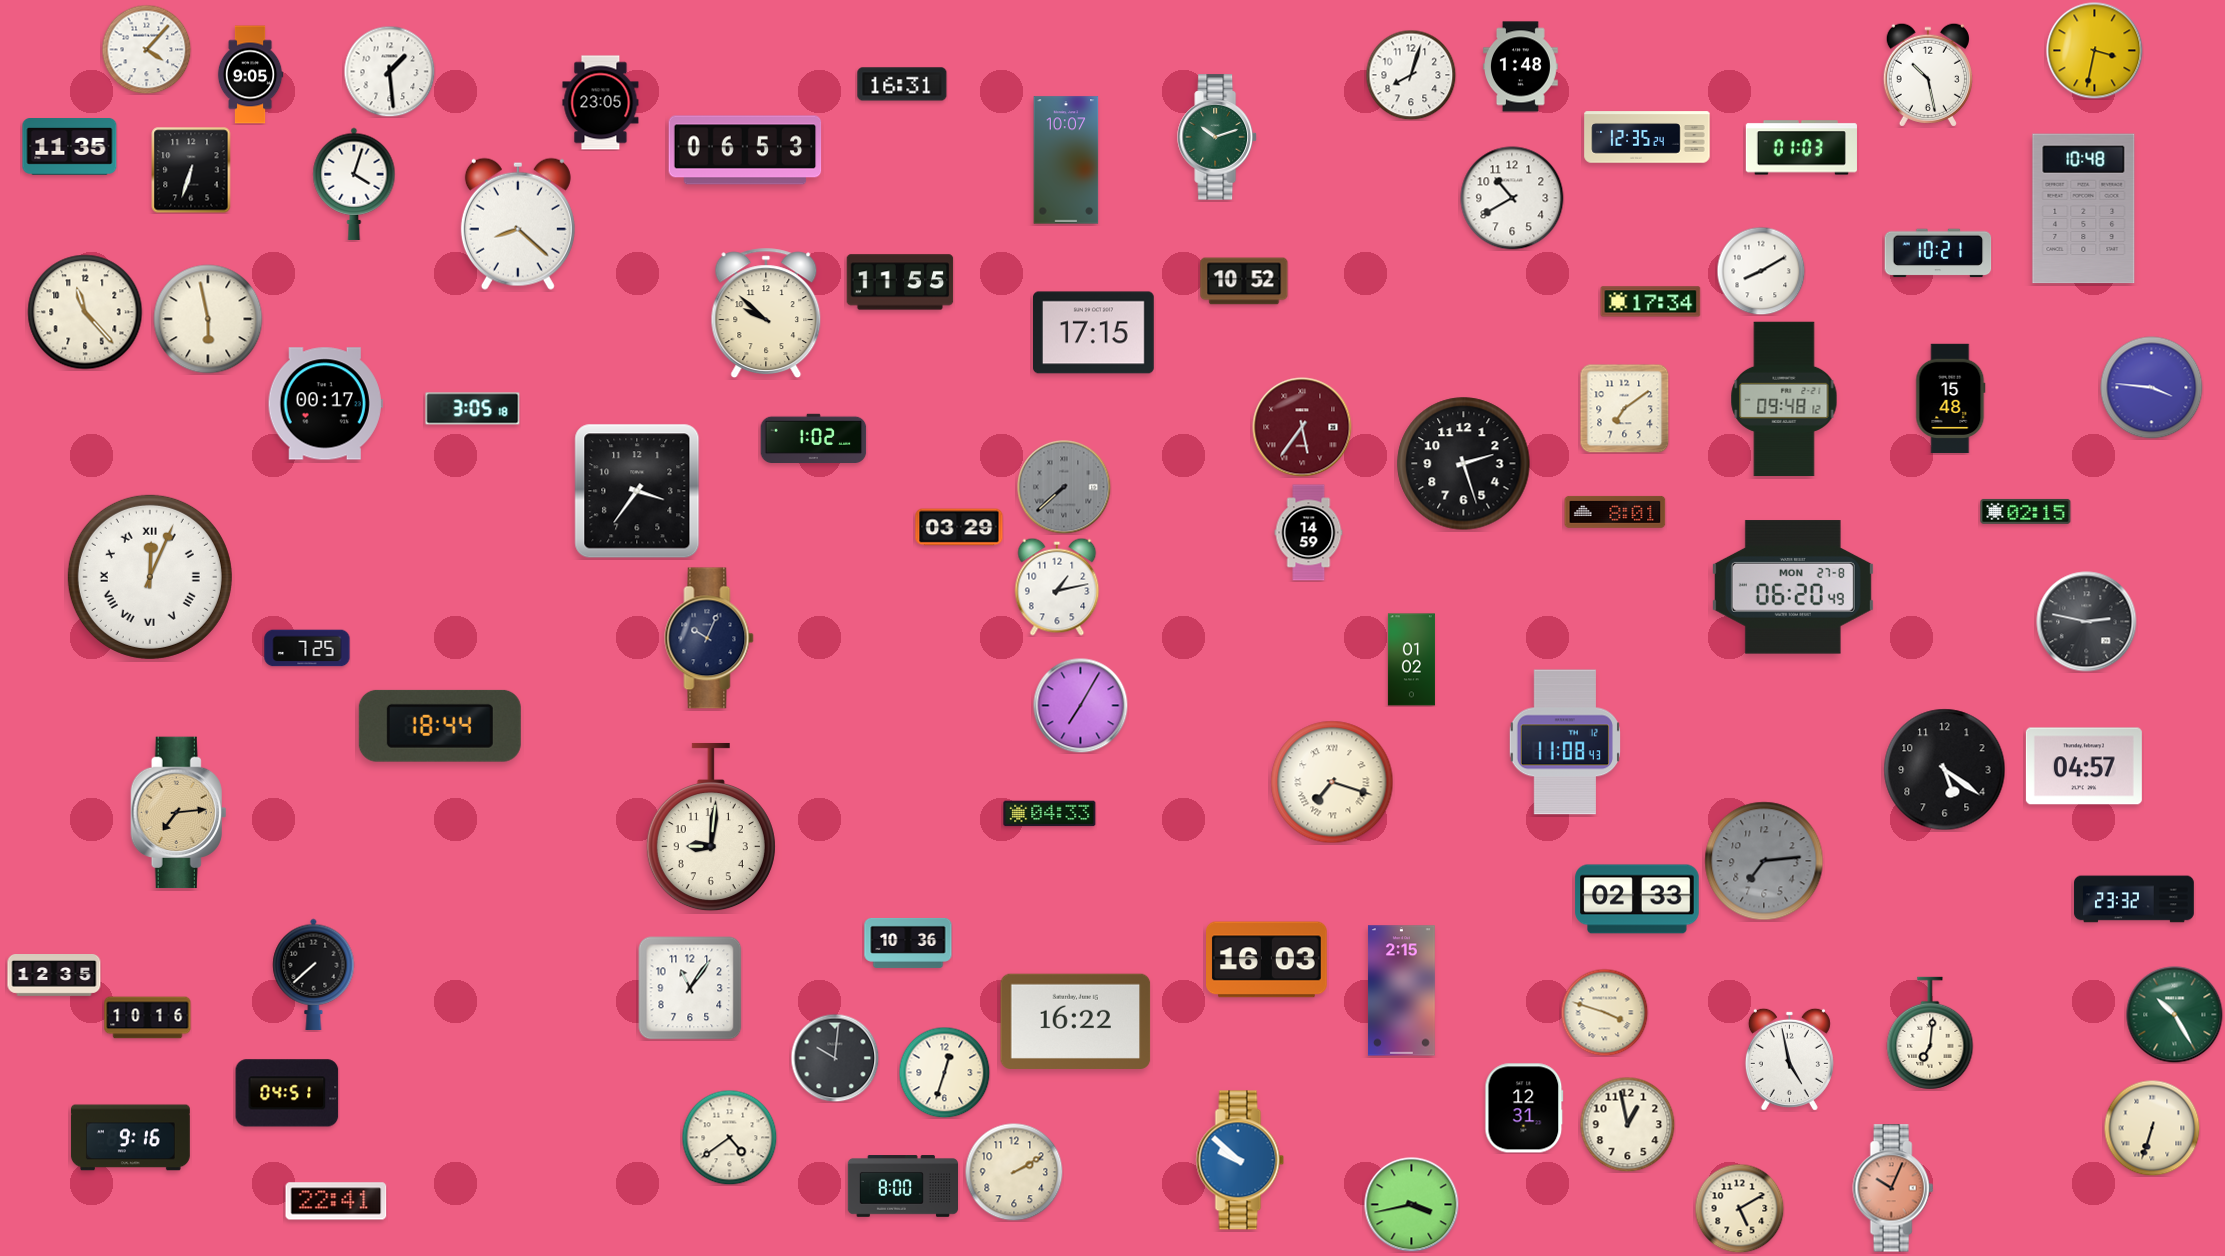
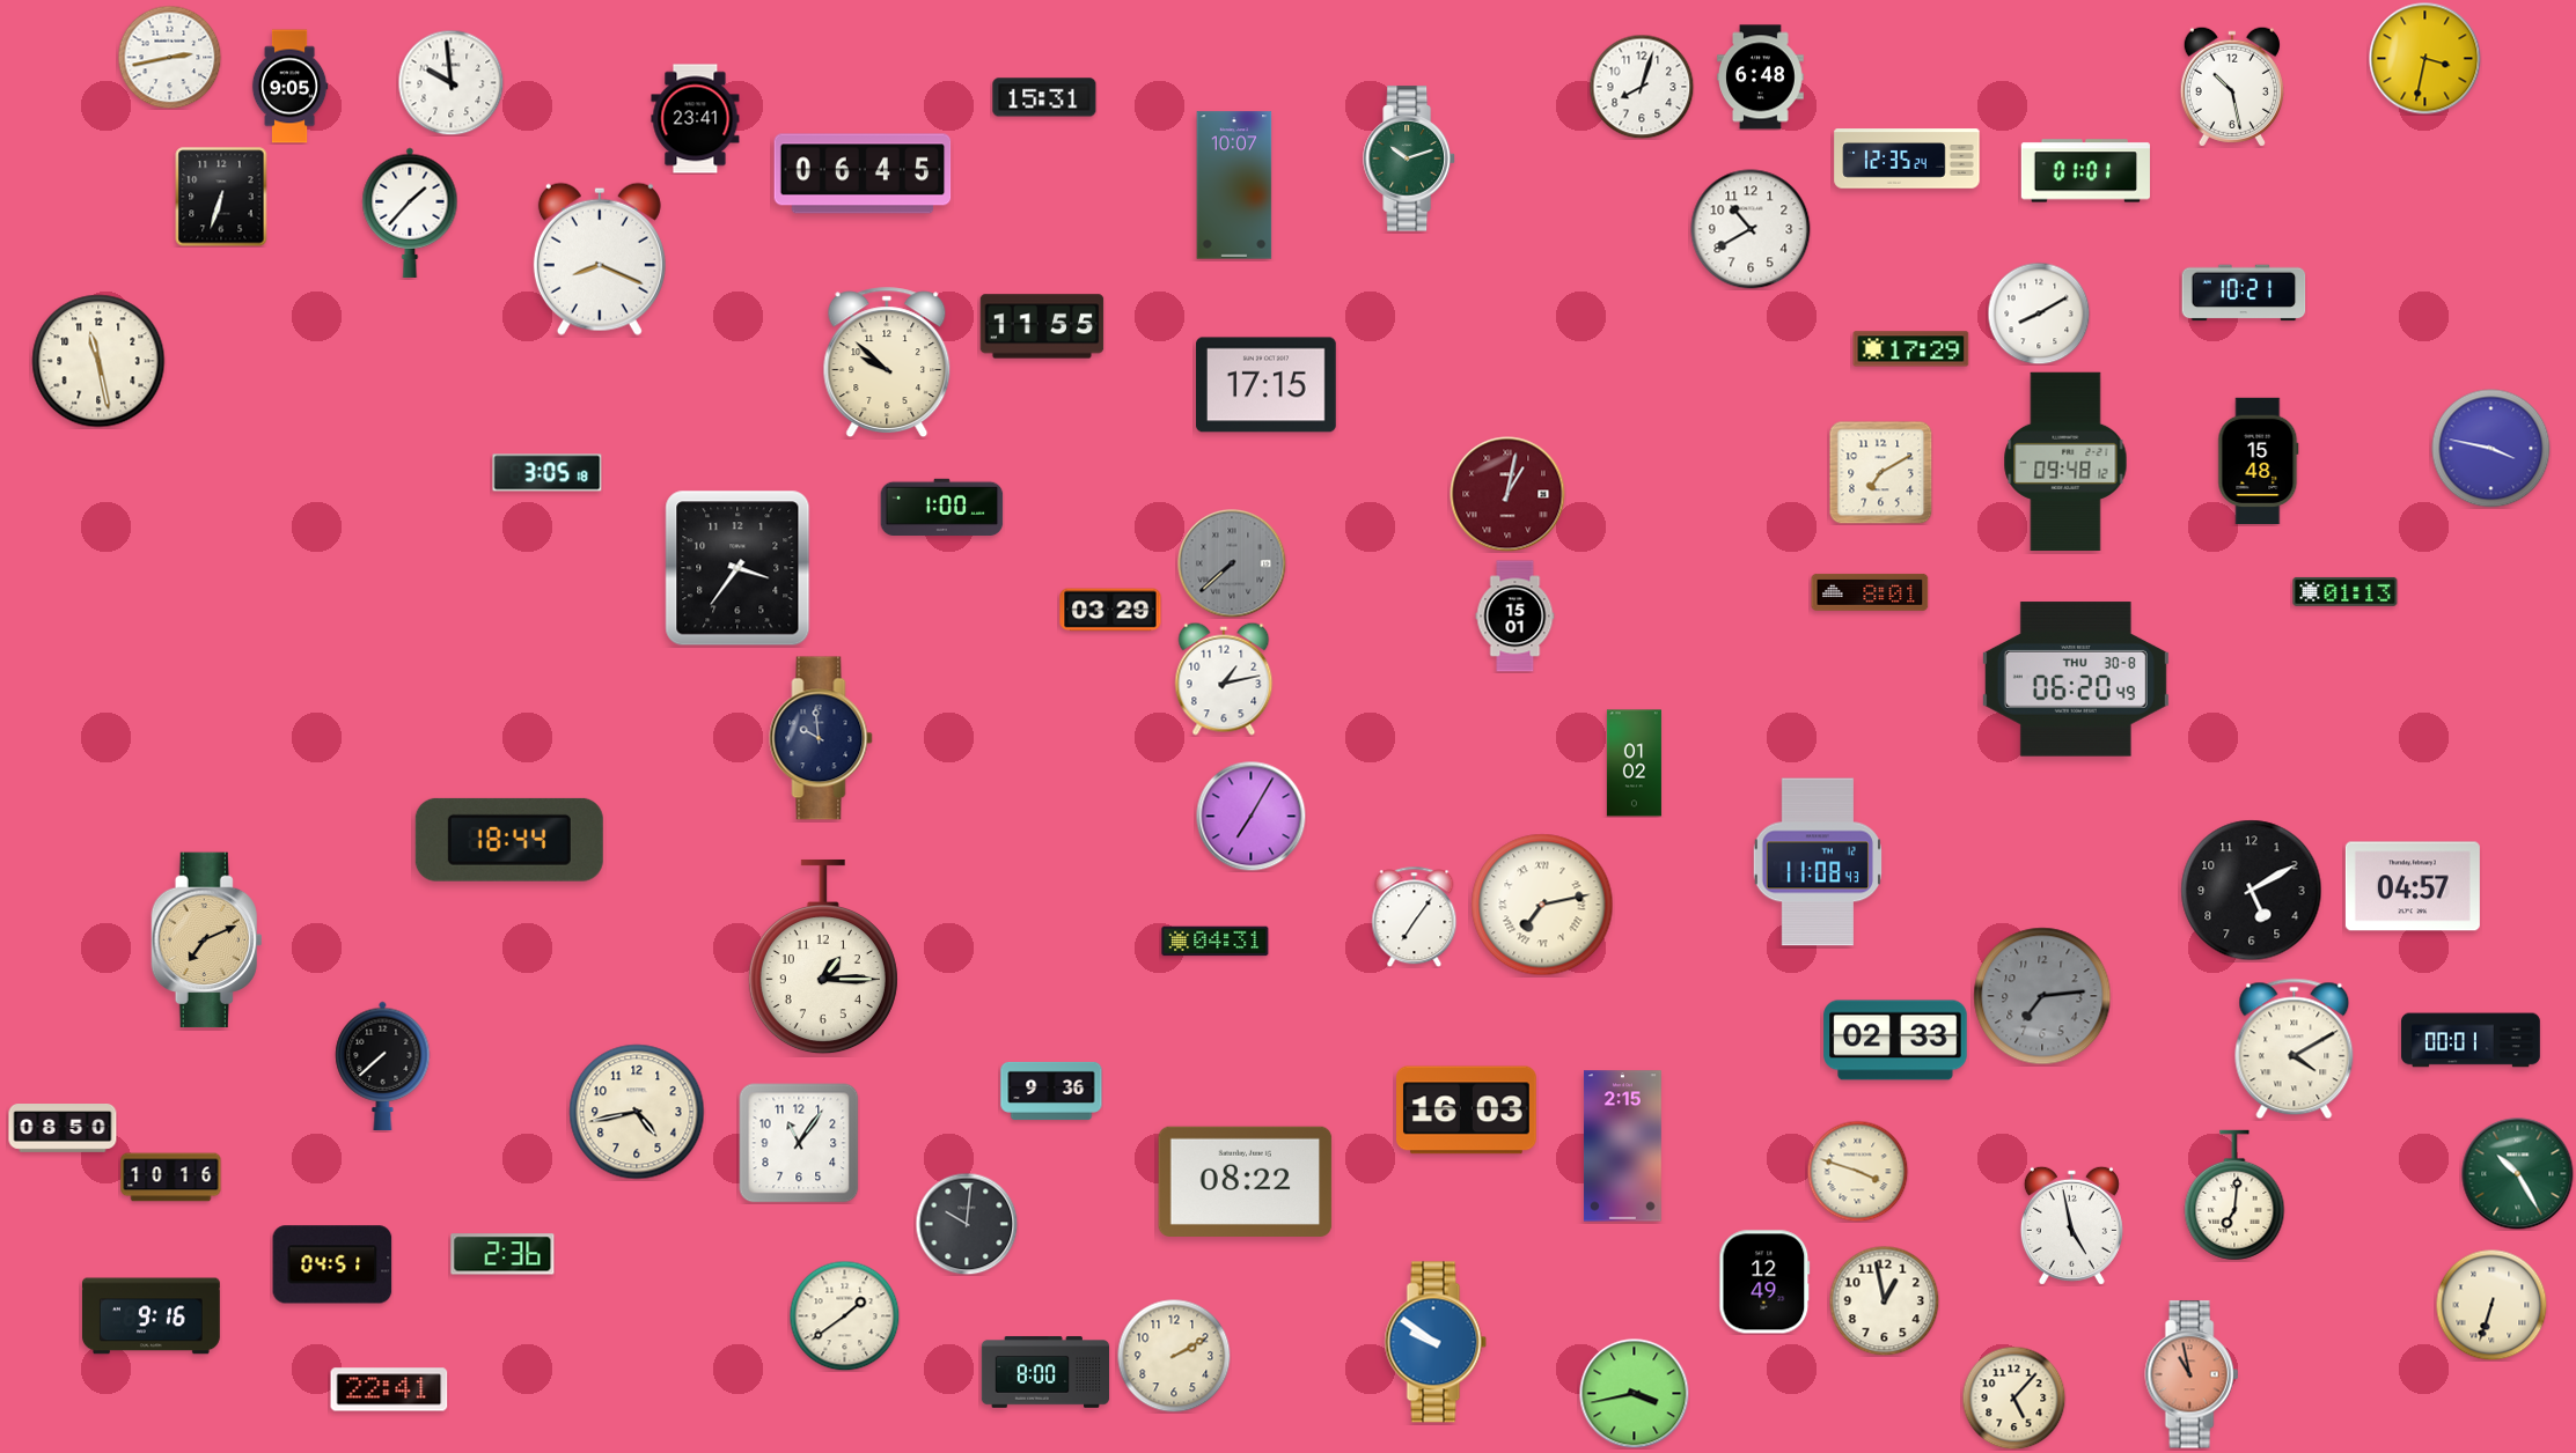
clock at (146, 49): 4:07 -> 2:43
clock at (1521, 67): 1:48 -> 6:48
clock at (389, 71): 1:29 -> 9:59
clock at (1411, 75) position: (1411, 75) -> (1642, 87)
clock at (902, 84): 16:31 -> 15:31
clock at (601, 103): 23:05 -> 23:41
clock at (70, 147): 11:35 -> none
clock at (1801, 148): 01:03 -> 01:01
clock at (745, 150): 06:53 -> 06:45
clock at (354, 184): 4:03 -> 1:37
clock at (2084, 209): 10:48 -> none
clock at (518, 224): 8:22 -> 8:19
clock at (1244, 281): 10:52 -> none
clock at (1651, 302): 17:34 -> 17:29
clock at (85, 312): 11:23 -> 11:28
clock at (208, 319): 5:58 -> none
clock at (2152, 388): 3:46 -> 3:47
clock at (325, 404): 00:17 -> none
clock at (1624, 408): 7:09 -> 7:10
clock at (1302, 427): 5:36 -> 1:02
clock at (814, 438): 1:02 -> 1:00
clock at (1464, 464): 2:27 -> none
clock at (2026, 511): 02:15 -> 01:13
clock at (1309, 533): 14:59 -> 15:01
clock at (150, 577): 12:04 -> none
clock at (1793, 587) date: MON 27-8 -> THU 30-8
clock at (2087, 622): 2:47 -> none
clock at (709, 638): 10:04 -> 9:59
clock at (307, 648): 7:25 -> none
clock at (1565, 742) position: (1565, 742) -> (1818, 862)
clock at (1945, 770): 5:21 -> 5:10
clock at (1332, 782): 7:18 -> 7:13
clock at (1415, 916): none -> 7:06
clock at (179, 813): 7:14 -> 7:11
clock at (1050, 814): 04:33 -> 04:31
clock at (711, 827): 9:01 -> 1:15
clock at (2134, 899): 23:32 -> 00:01
clock at (2295, 1049): none -> 4:10
clock at (908, 943): 10:36 -> 9:36
clock at (637, 1112): none -> 4:43
clock at (314, 974) position: (314, 974) -> (383, 1065)
clock at (54, 976): 12:35 -> 08:50
clock at (1076, 1021): 16:22 -> 08:22
clock at (944, 1072): 12:33 -> none
clock at (502, 1254): none -> 2:36
clock at (1524, 1108): 12:31 -> 12:49
clock at (729, 1137): 4:39 -> 1:39
clock at (1240, 1160): 9:52 -> 9:51
clock at (1893, 1188): 10:04 -> 10:58
clock at (1739, 1208): 5:10 -> 5:07
